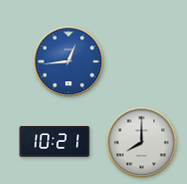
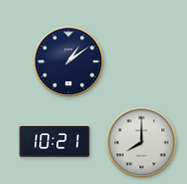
clock at (69, 62): 12:44 -> 1:09
clock at (69, 62) dial: blue -> navy
